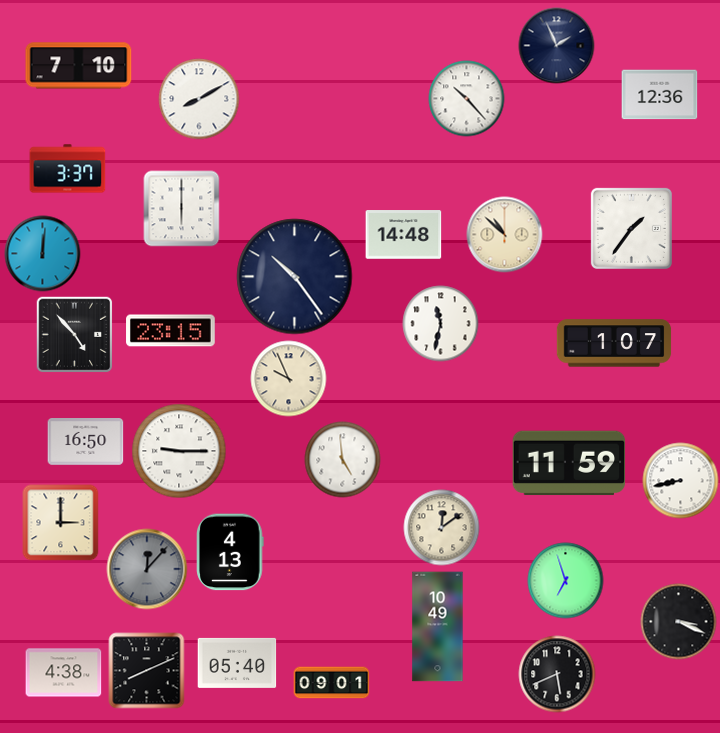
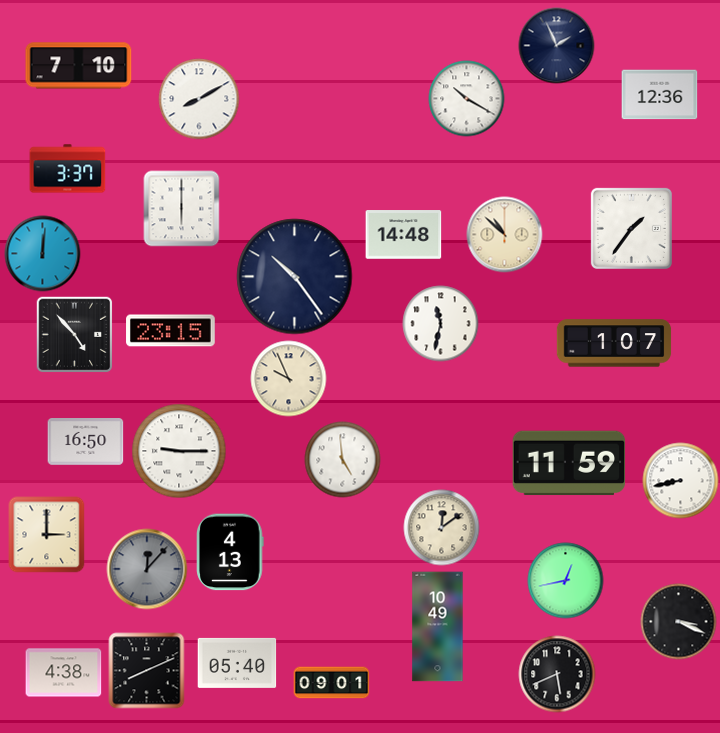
clock at (467, 99): 10:23 -> 10:20
clock at (61, 523) position: (61, 523) -> (47, 535)
clock at (566, 581): 6:57 -> 12:43
